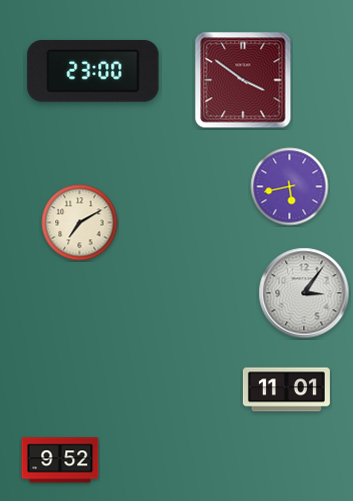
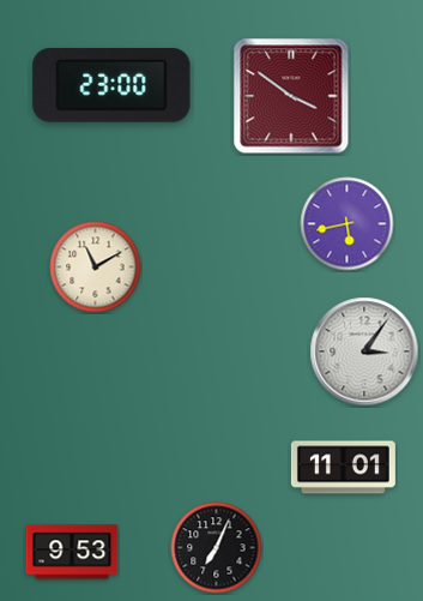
clock at (80, 223): 7:10 -> 11:10
clock at (217, 548): none -> 7:04
clock at (60, 460): 9:52 -> 9:53
